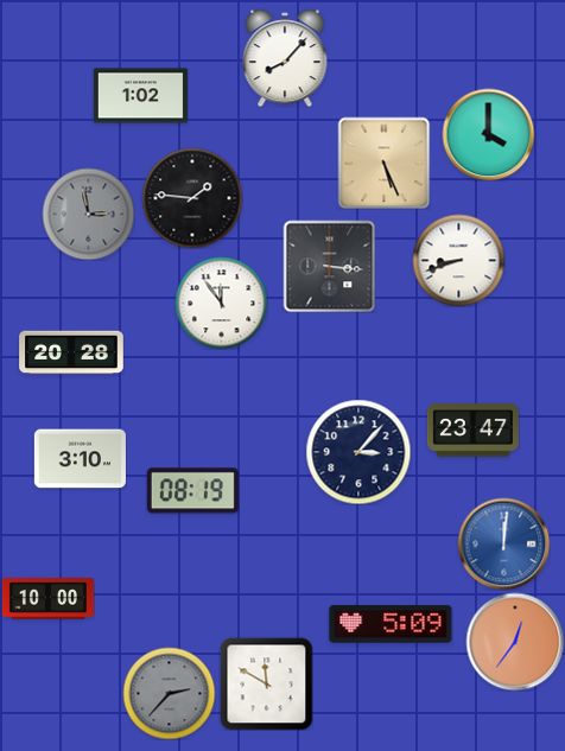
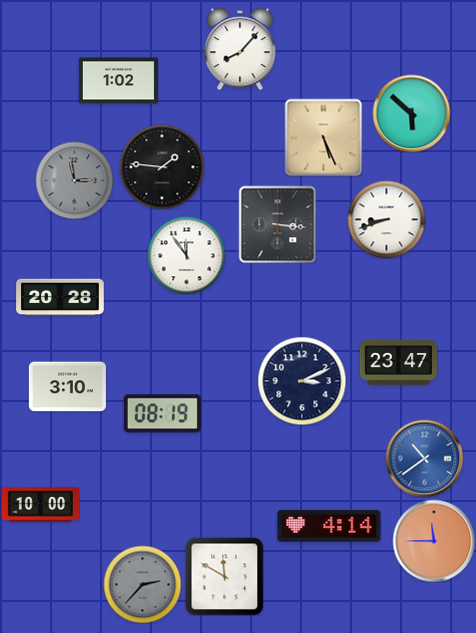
clock at (488, 134): 4:00 -> 5:52
clock at (358, 452): 3:07 -> 3:11
clock at (503, 543): 12:01 -> 10:39
clock at (391, 624): 5:09 -> 4:14
clock at (515, 642): 12:36 -> 11:45
